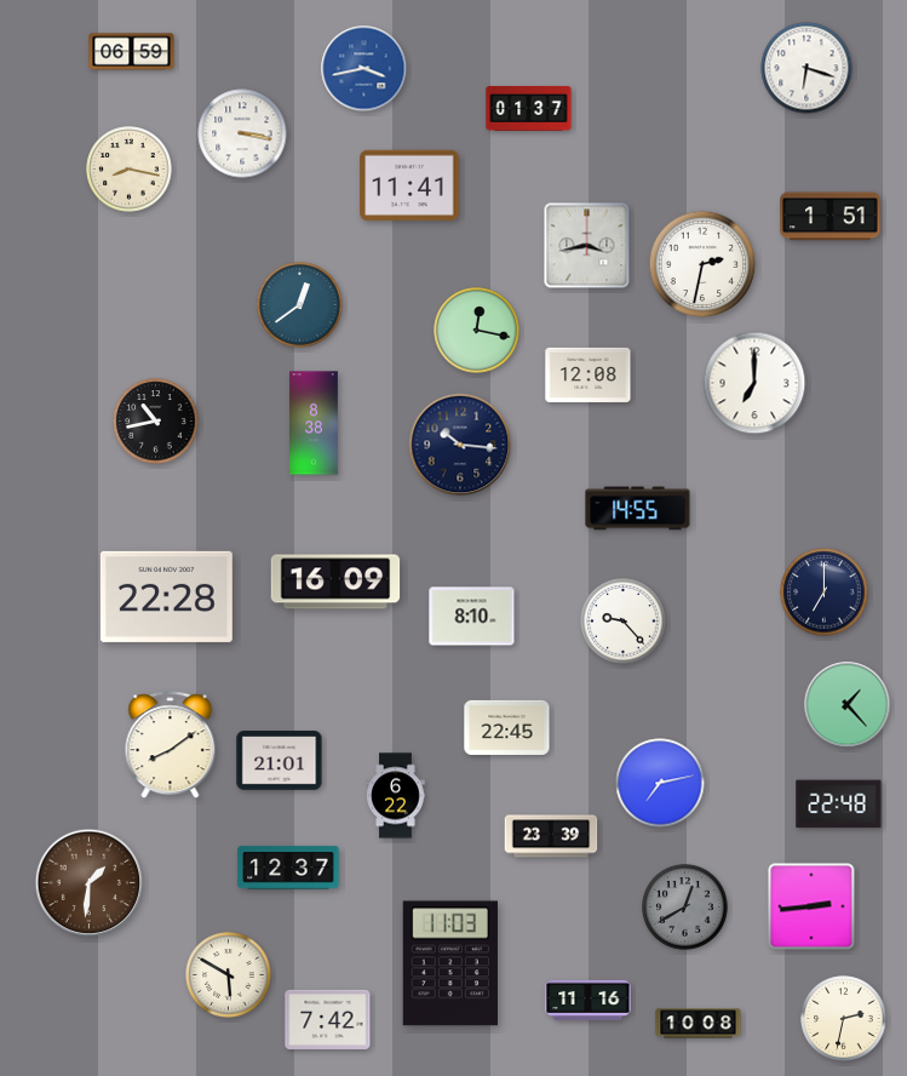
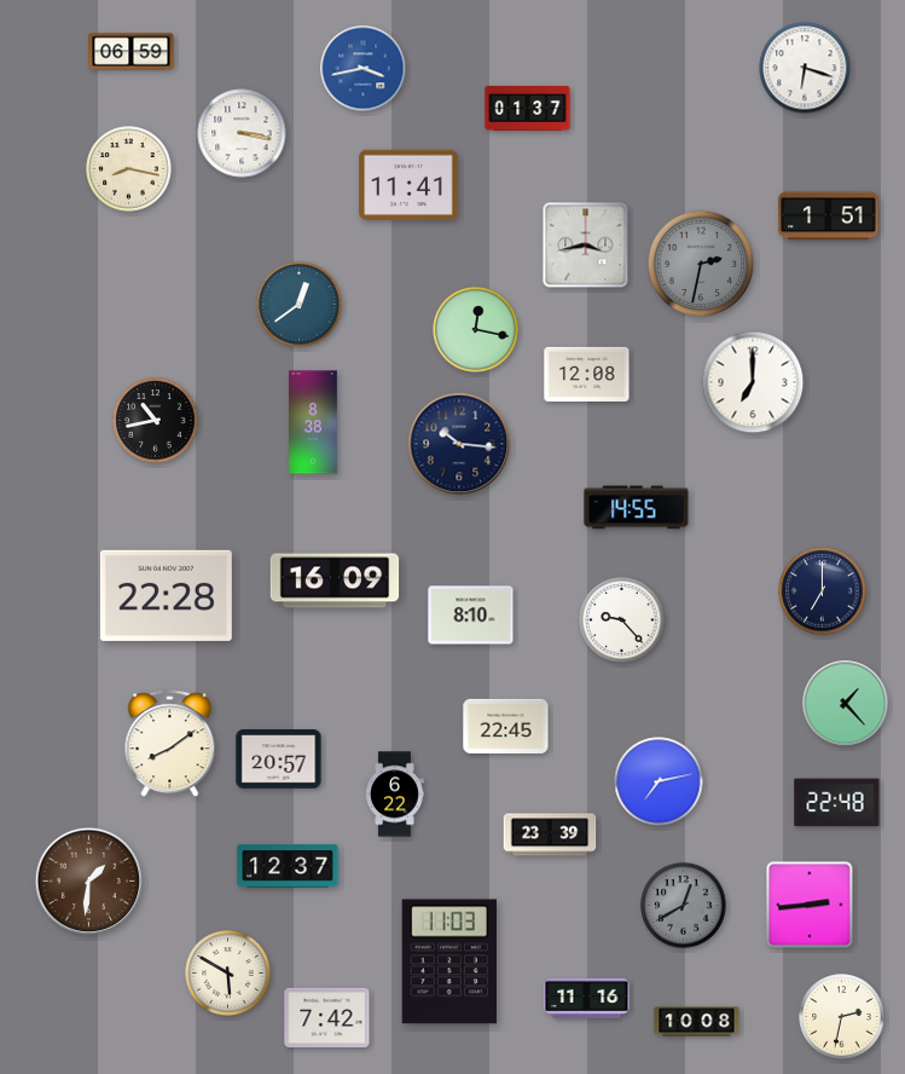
clock at (702, 264) dial: white -> grey
clock at (280, 761): 21:01 -> 20:57
